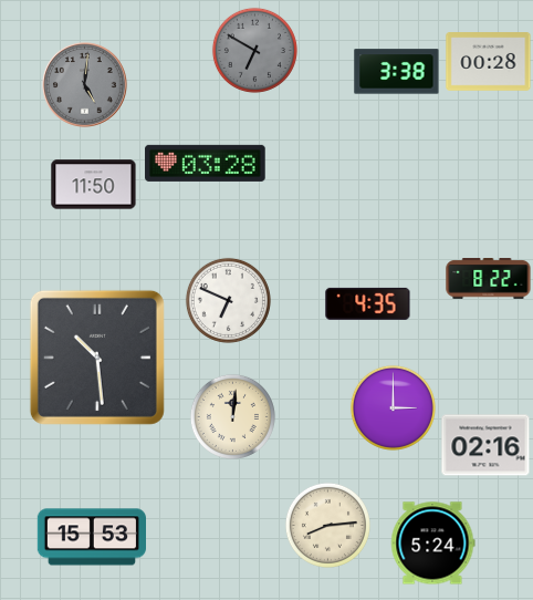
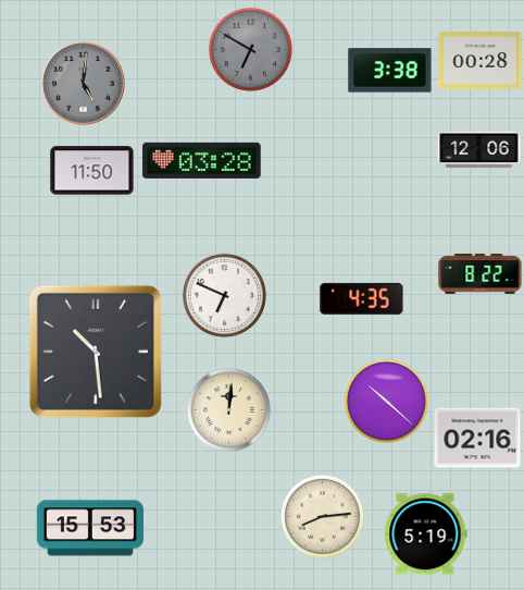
clock at (479, 150): none -> 12:06
clock at (94, 185) position: (94, 185) -> (92, 171)
clock at (393, 407): 3:00 -> 10:22
clock at (432, 544): 5:24 -> 5:19
